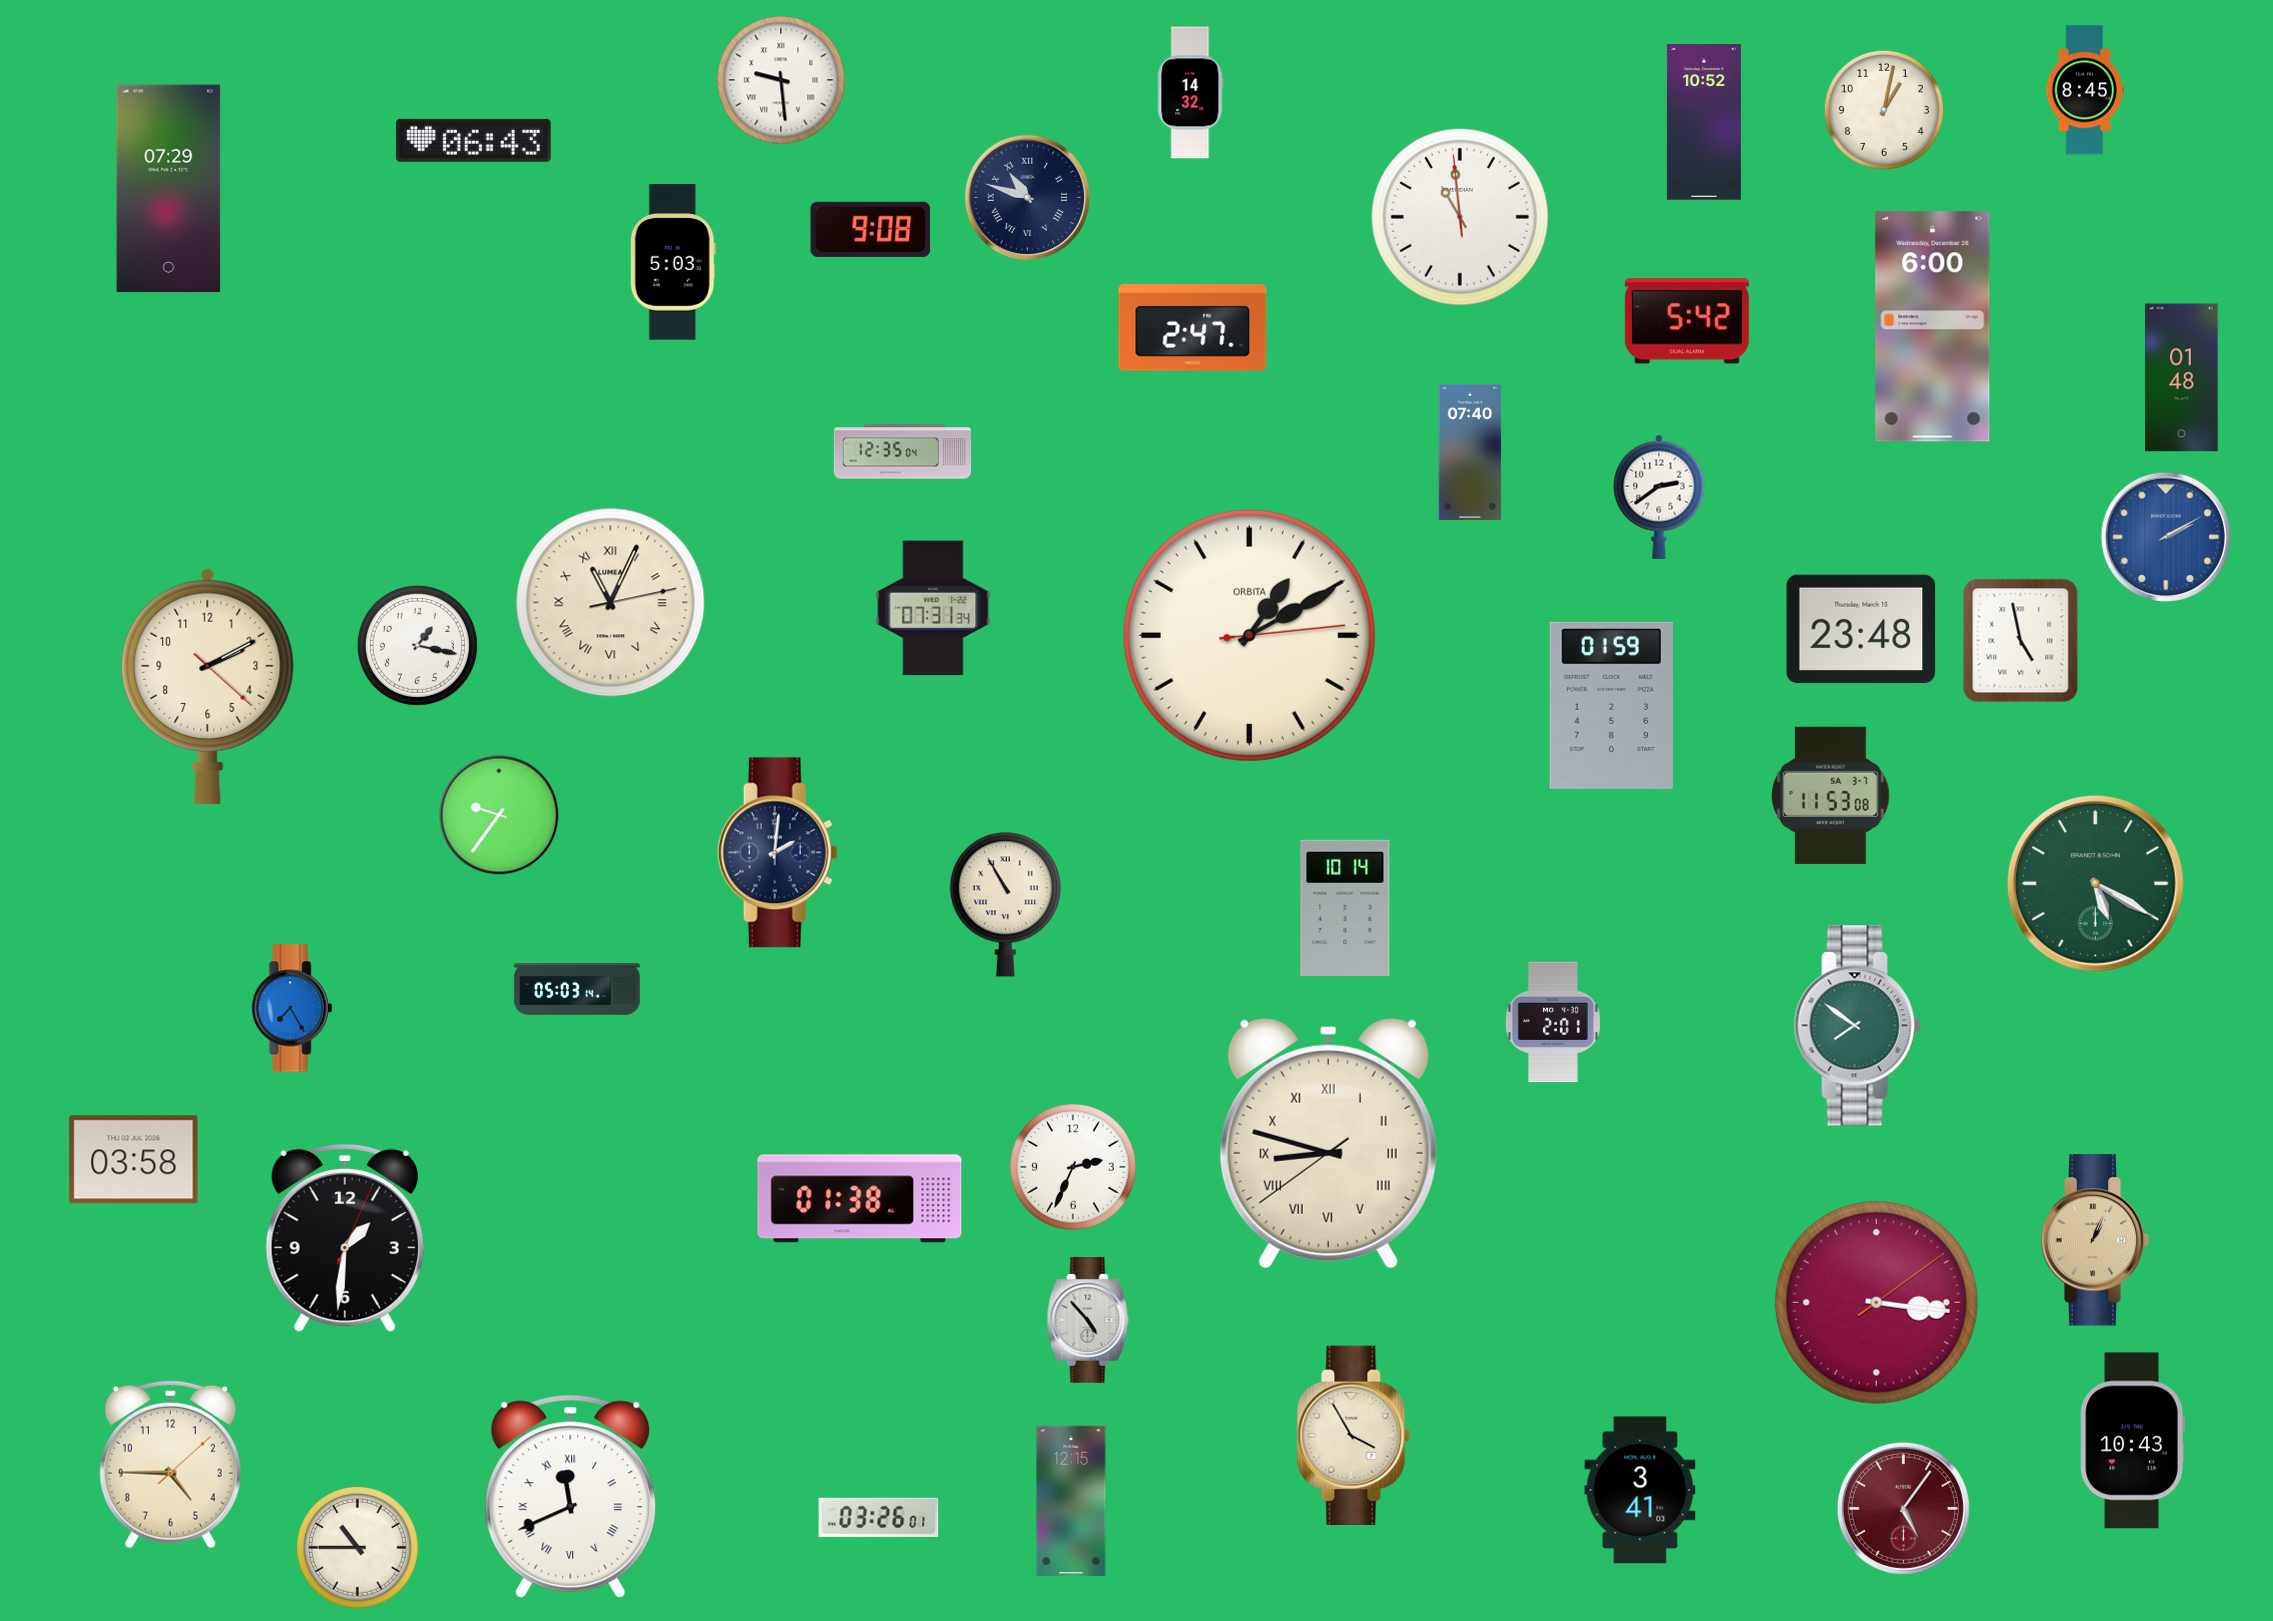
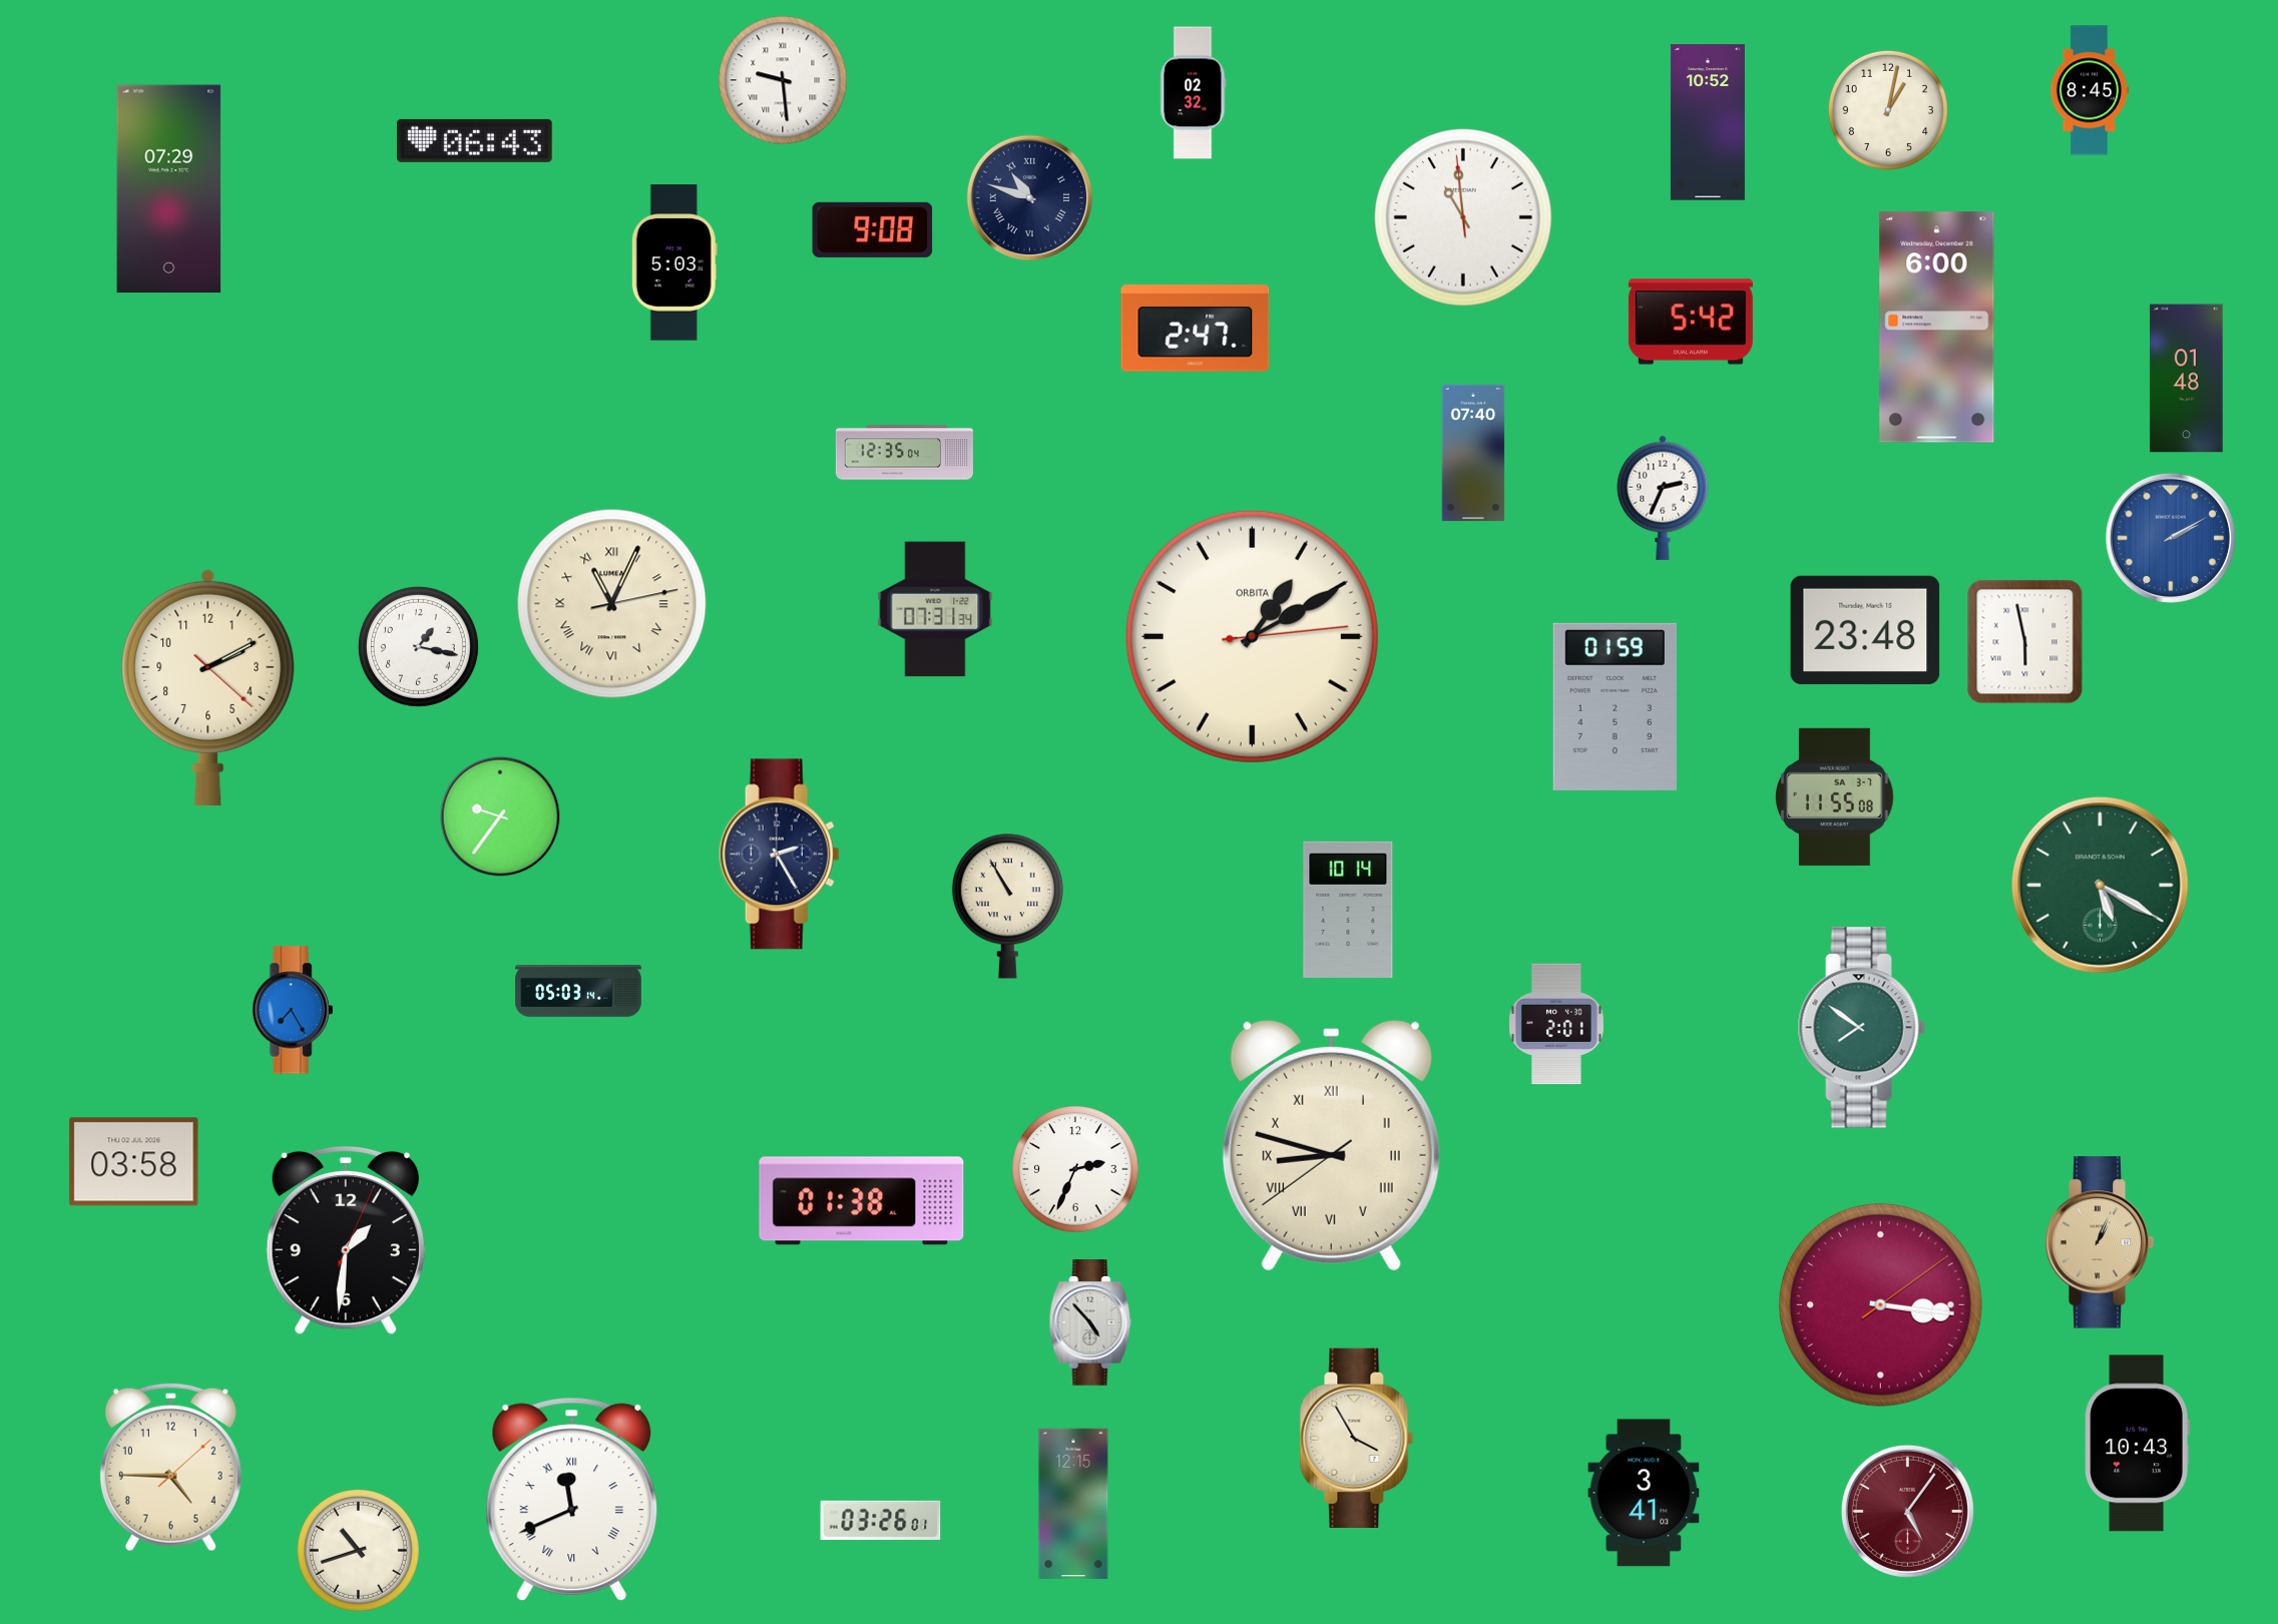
clock at (1191, 93): 14:32 -> 02:32
clock at (1659, 497): 2:39 -> 2:34
clock at (2021, 641): 4:58 -> 5:58
clock at (1830, 795): 11:53 -> 11:55
clock at (777, 853): 2:01 -> 2:25
clock at (357, 1547): 10:45 -> 10:42
